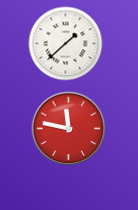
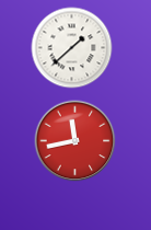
clock at (69, 129): 11:47 -> 11:43
